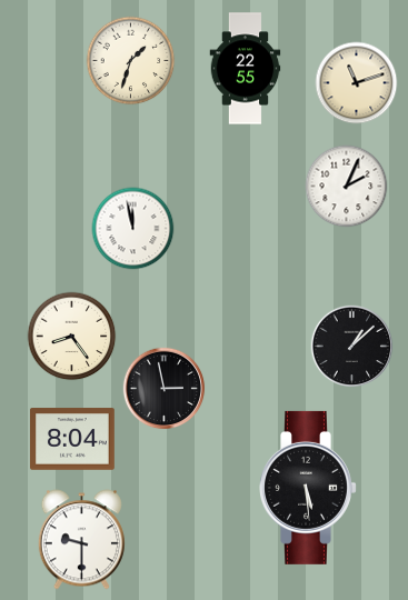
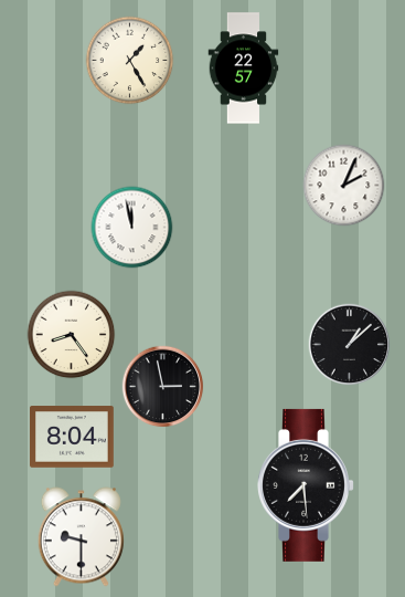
clock at (131, 61): 1:33 -> 1:25
clock at (246, 69): 22:55 -> 22:57
clock at (357, 83): 11:12 -> none
clock at (309, 488): 5:29 -> 7:29
